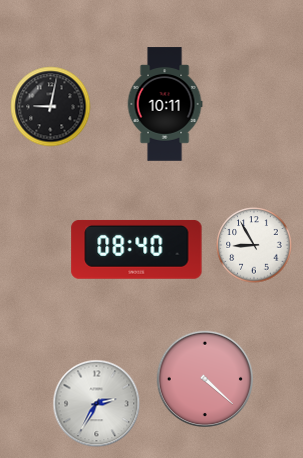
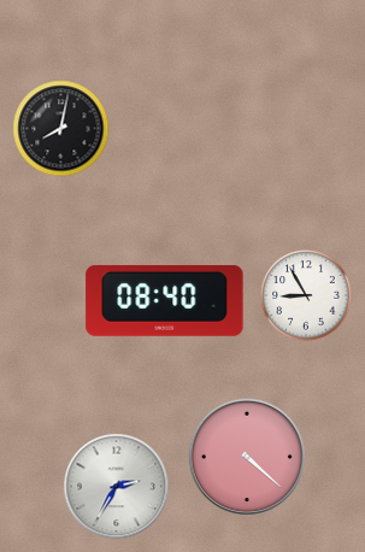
clock at (165, 104): 10:11 -> none
clock at (51, 107): 9:02 -> 8:02
